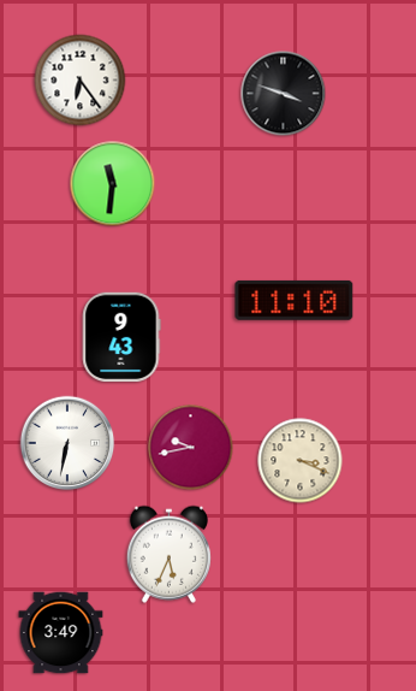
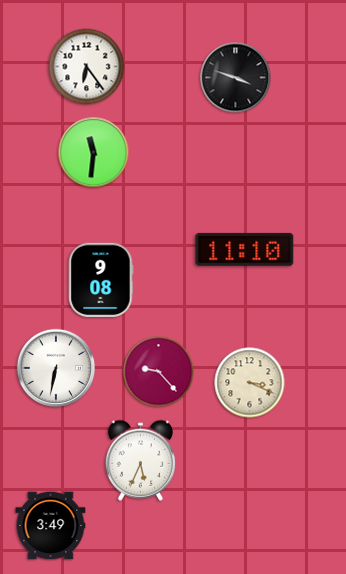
clock at (81, 81) position: (81, 81) -> (87, 67)
clock at (121, 337): 9:43 -> 9:08
clock at (191, 448): 9:43 -> 9:23
